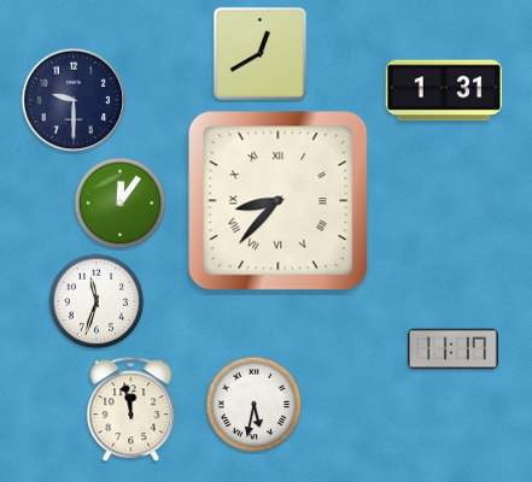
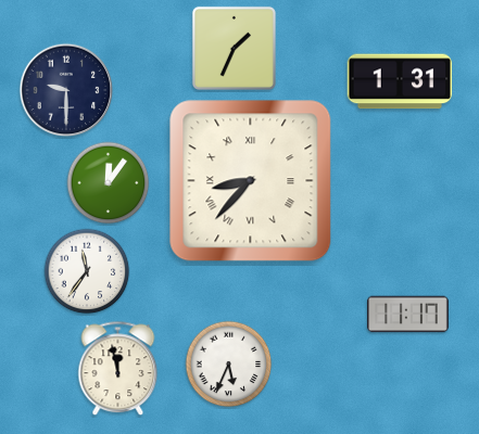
clock at (259, 53): 12:40 -> 1:34
clock at (97, 301): 11:33 -> 11:36
clock at (255, 405): 5:32 -> 5:34
